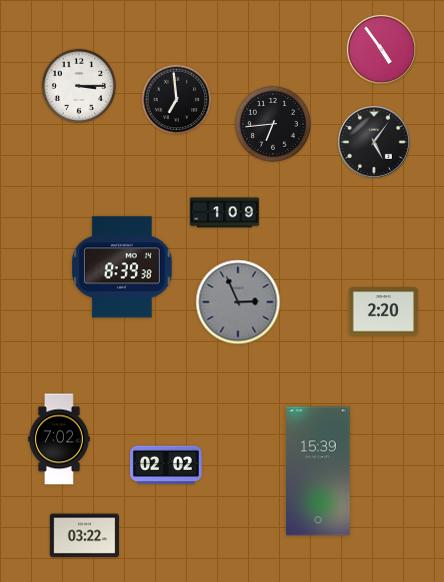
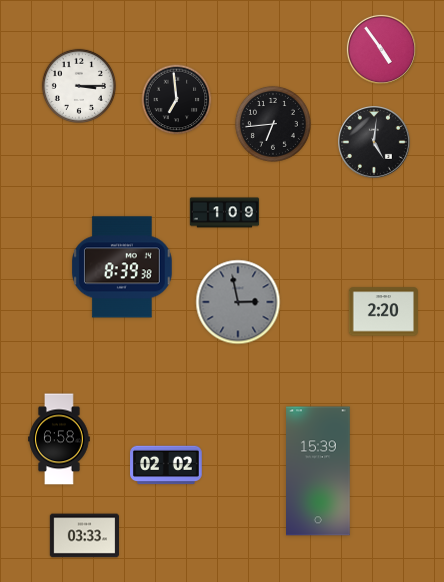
clock at (375, 143): 5:06 -> 5:01
clock at (238, 302): 2:56 -> 2:58
clock at (59, 439): 7:02 -> 6:58
clock at (85, 536): 03:22 -> 03:33
